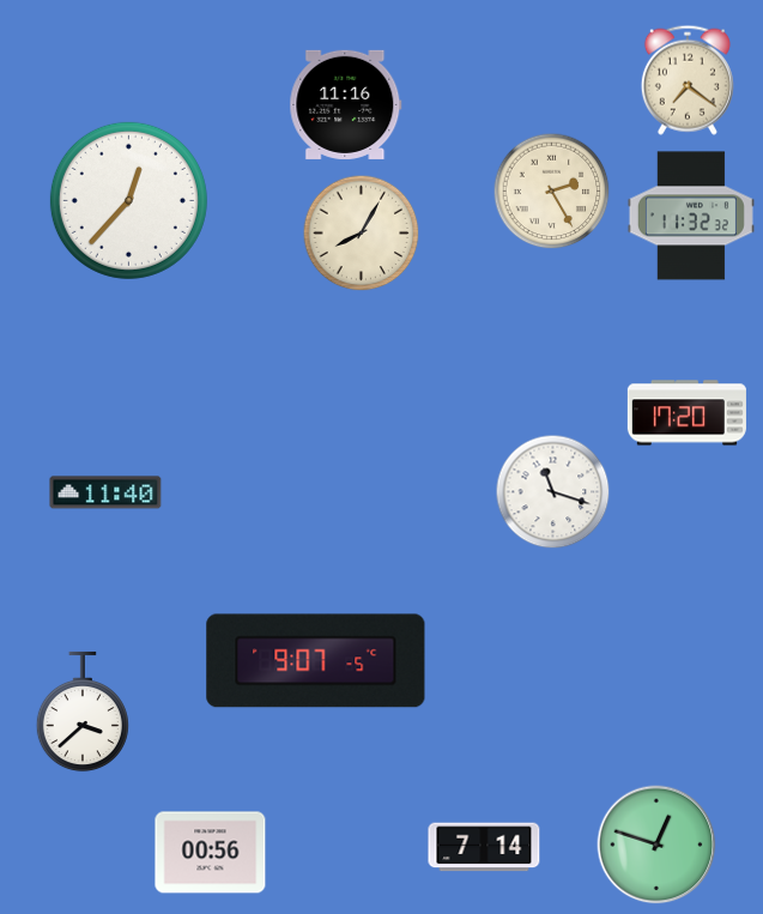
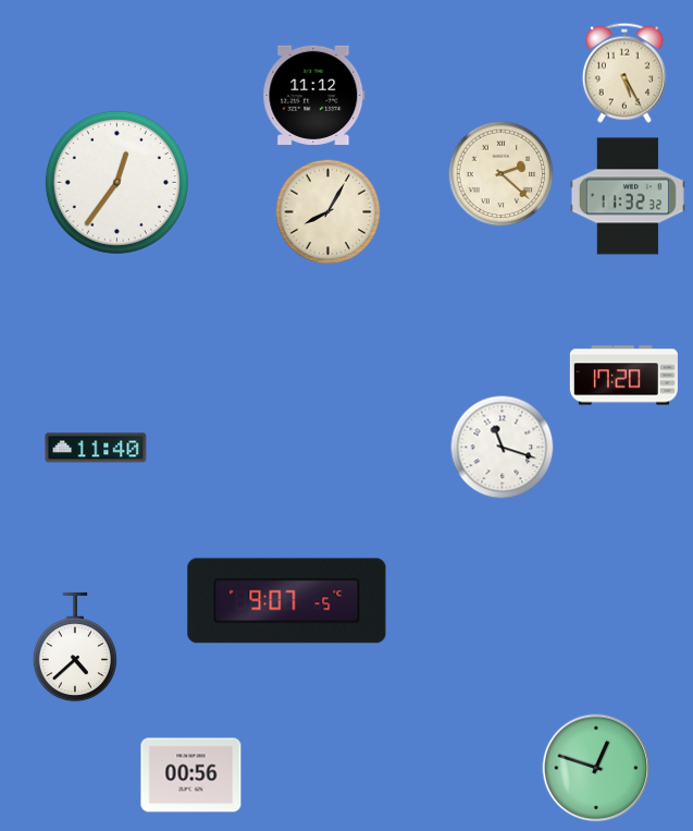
clock at (688, 80): 7:21 -> 5:25
clock at (346, 104): 11:16 -> 11:12
clock at (552, 192): 2:25 -> 2:22
clock at (128, 200): 12:37 -> 12:36
clock at (83, 712): 3:38 -> 4:38
clock at (484, 847): 7:14 -> none
